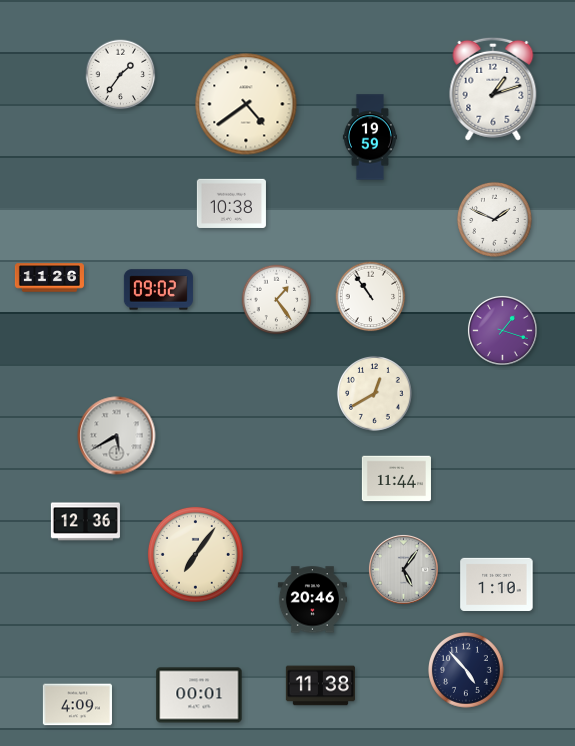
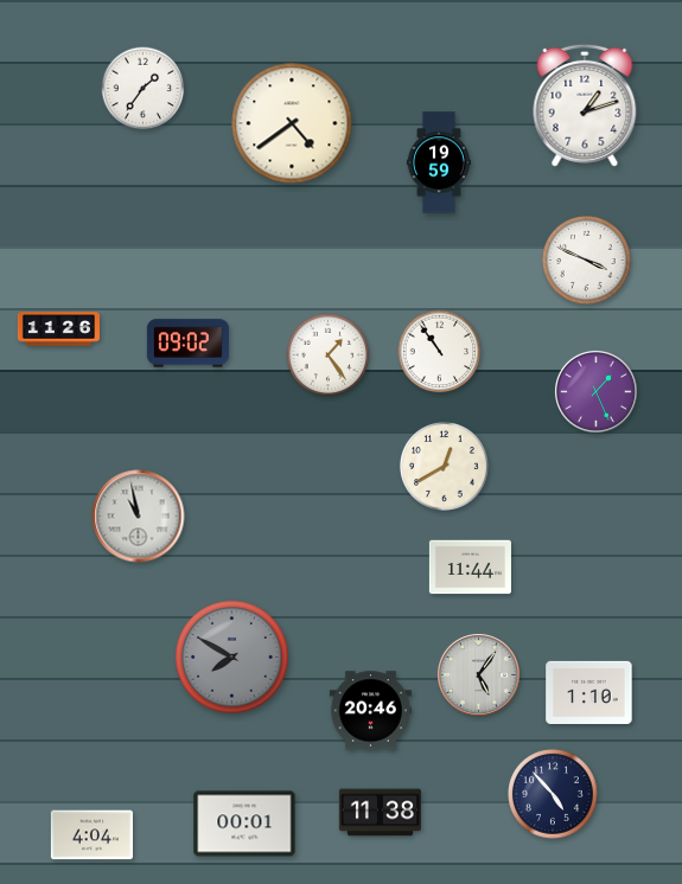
clock at (231, 203): 10:38 -> none
clock at (494, 219): 1:49 -> 3:49
clock at (502, 330): 1:18 -> 1:26
clock at (117, 436): 5:40 -> 10:58
clock at (85, 522): 12:36 -> none
clock at (195, 554): 7:06 -> 7:50
clock at (195, 554) dial: cream -> grey
clock at (199, 695) position: (199, 695) -> (244, 824)
clock at (77, 705): 4:09 -> 4:04
